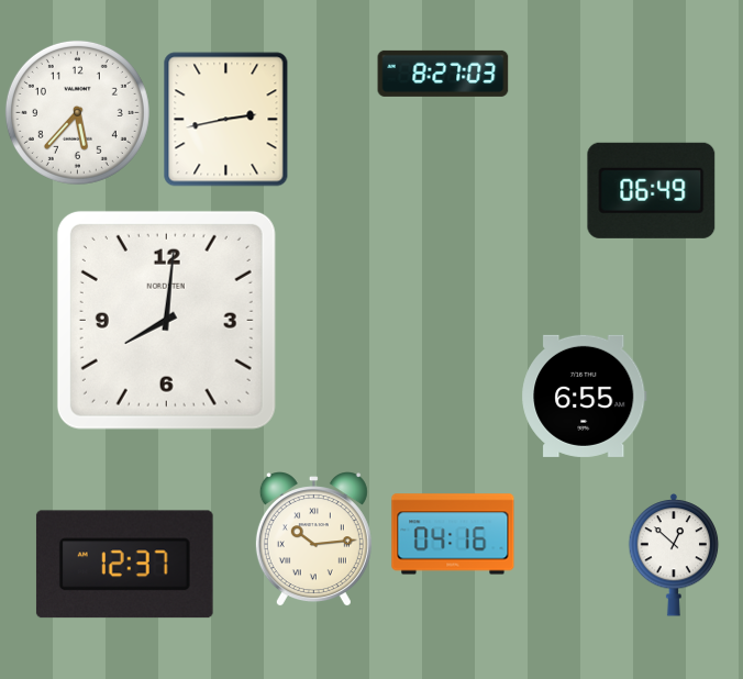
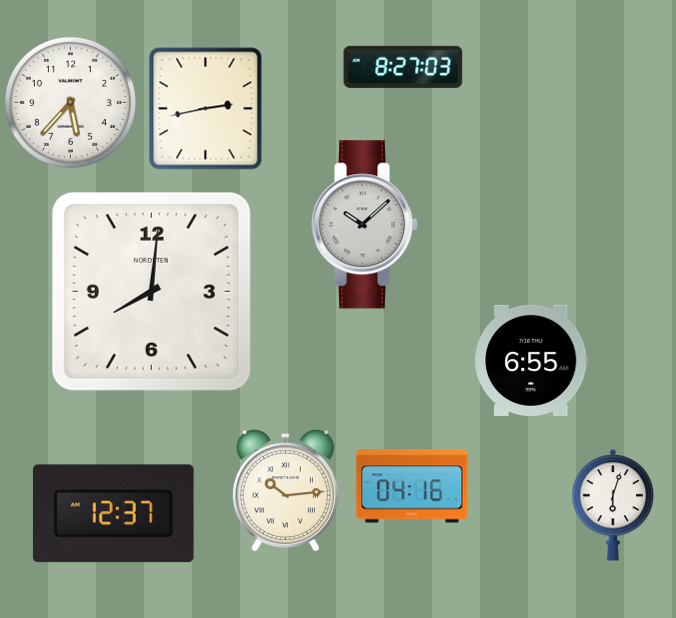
clock at (652, 190): 06:49 -> none
clock at (366, 225): none -> 10:08
clock at (674, 556): 12:52 -> 6:03
